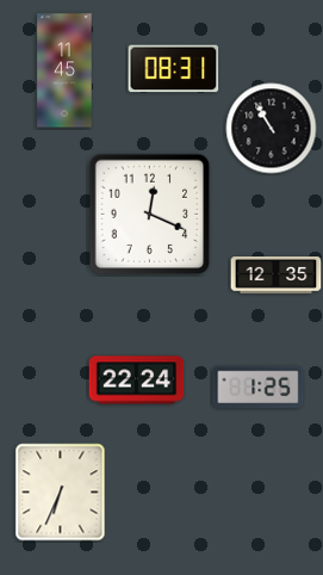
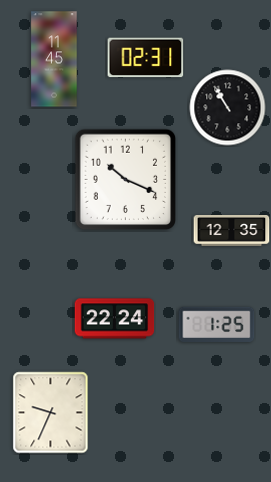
clock at (174, 69): 08:31 -> 02:31
clock at (150, 215): 12:19 -> 10:19
clock at (61, 493): 6:34 -> 9:34
